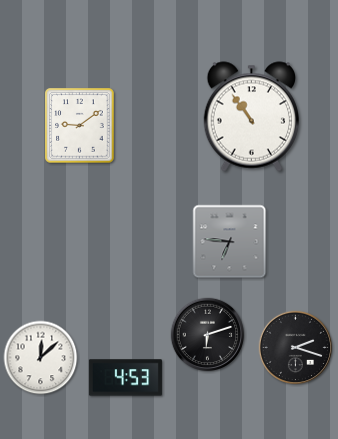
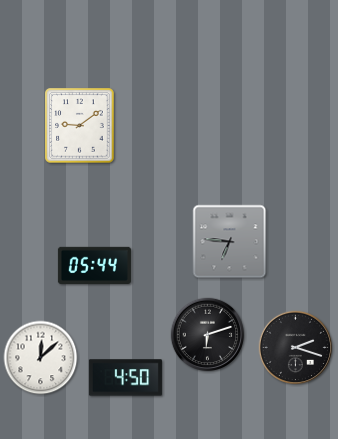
clock at (251, 117): 10:54 -> none
clock at (94, 265): none -> 05:44
clock at (125, 378): 4:53 -> 4:50
